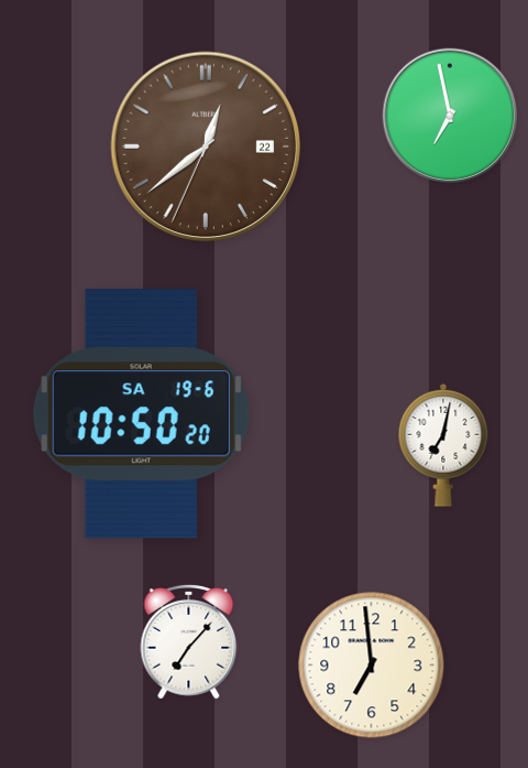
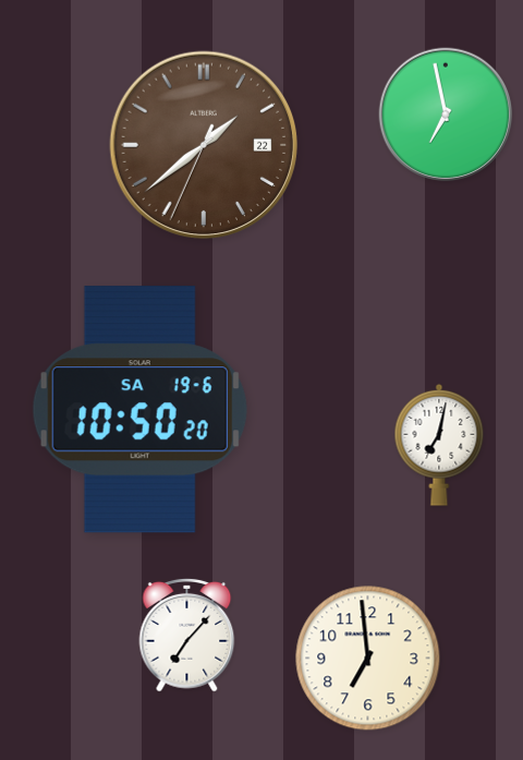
clock at (206, 147): 12:38 -> 1:38
clock at (443, 445) position: (443, 445) -> (439, 445)
